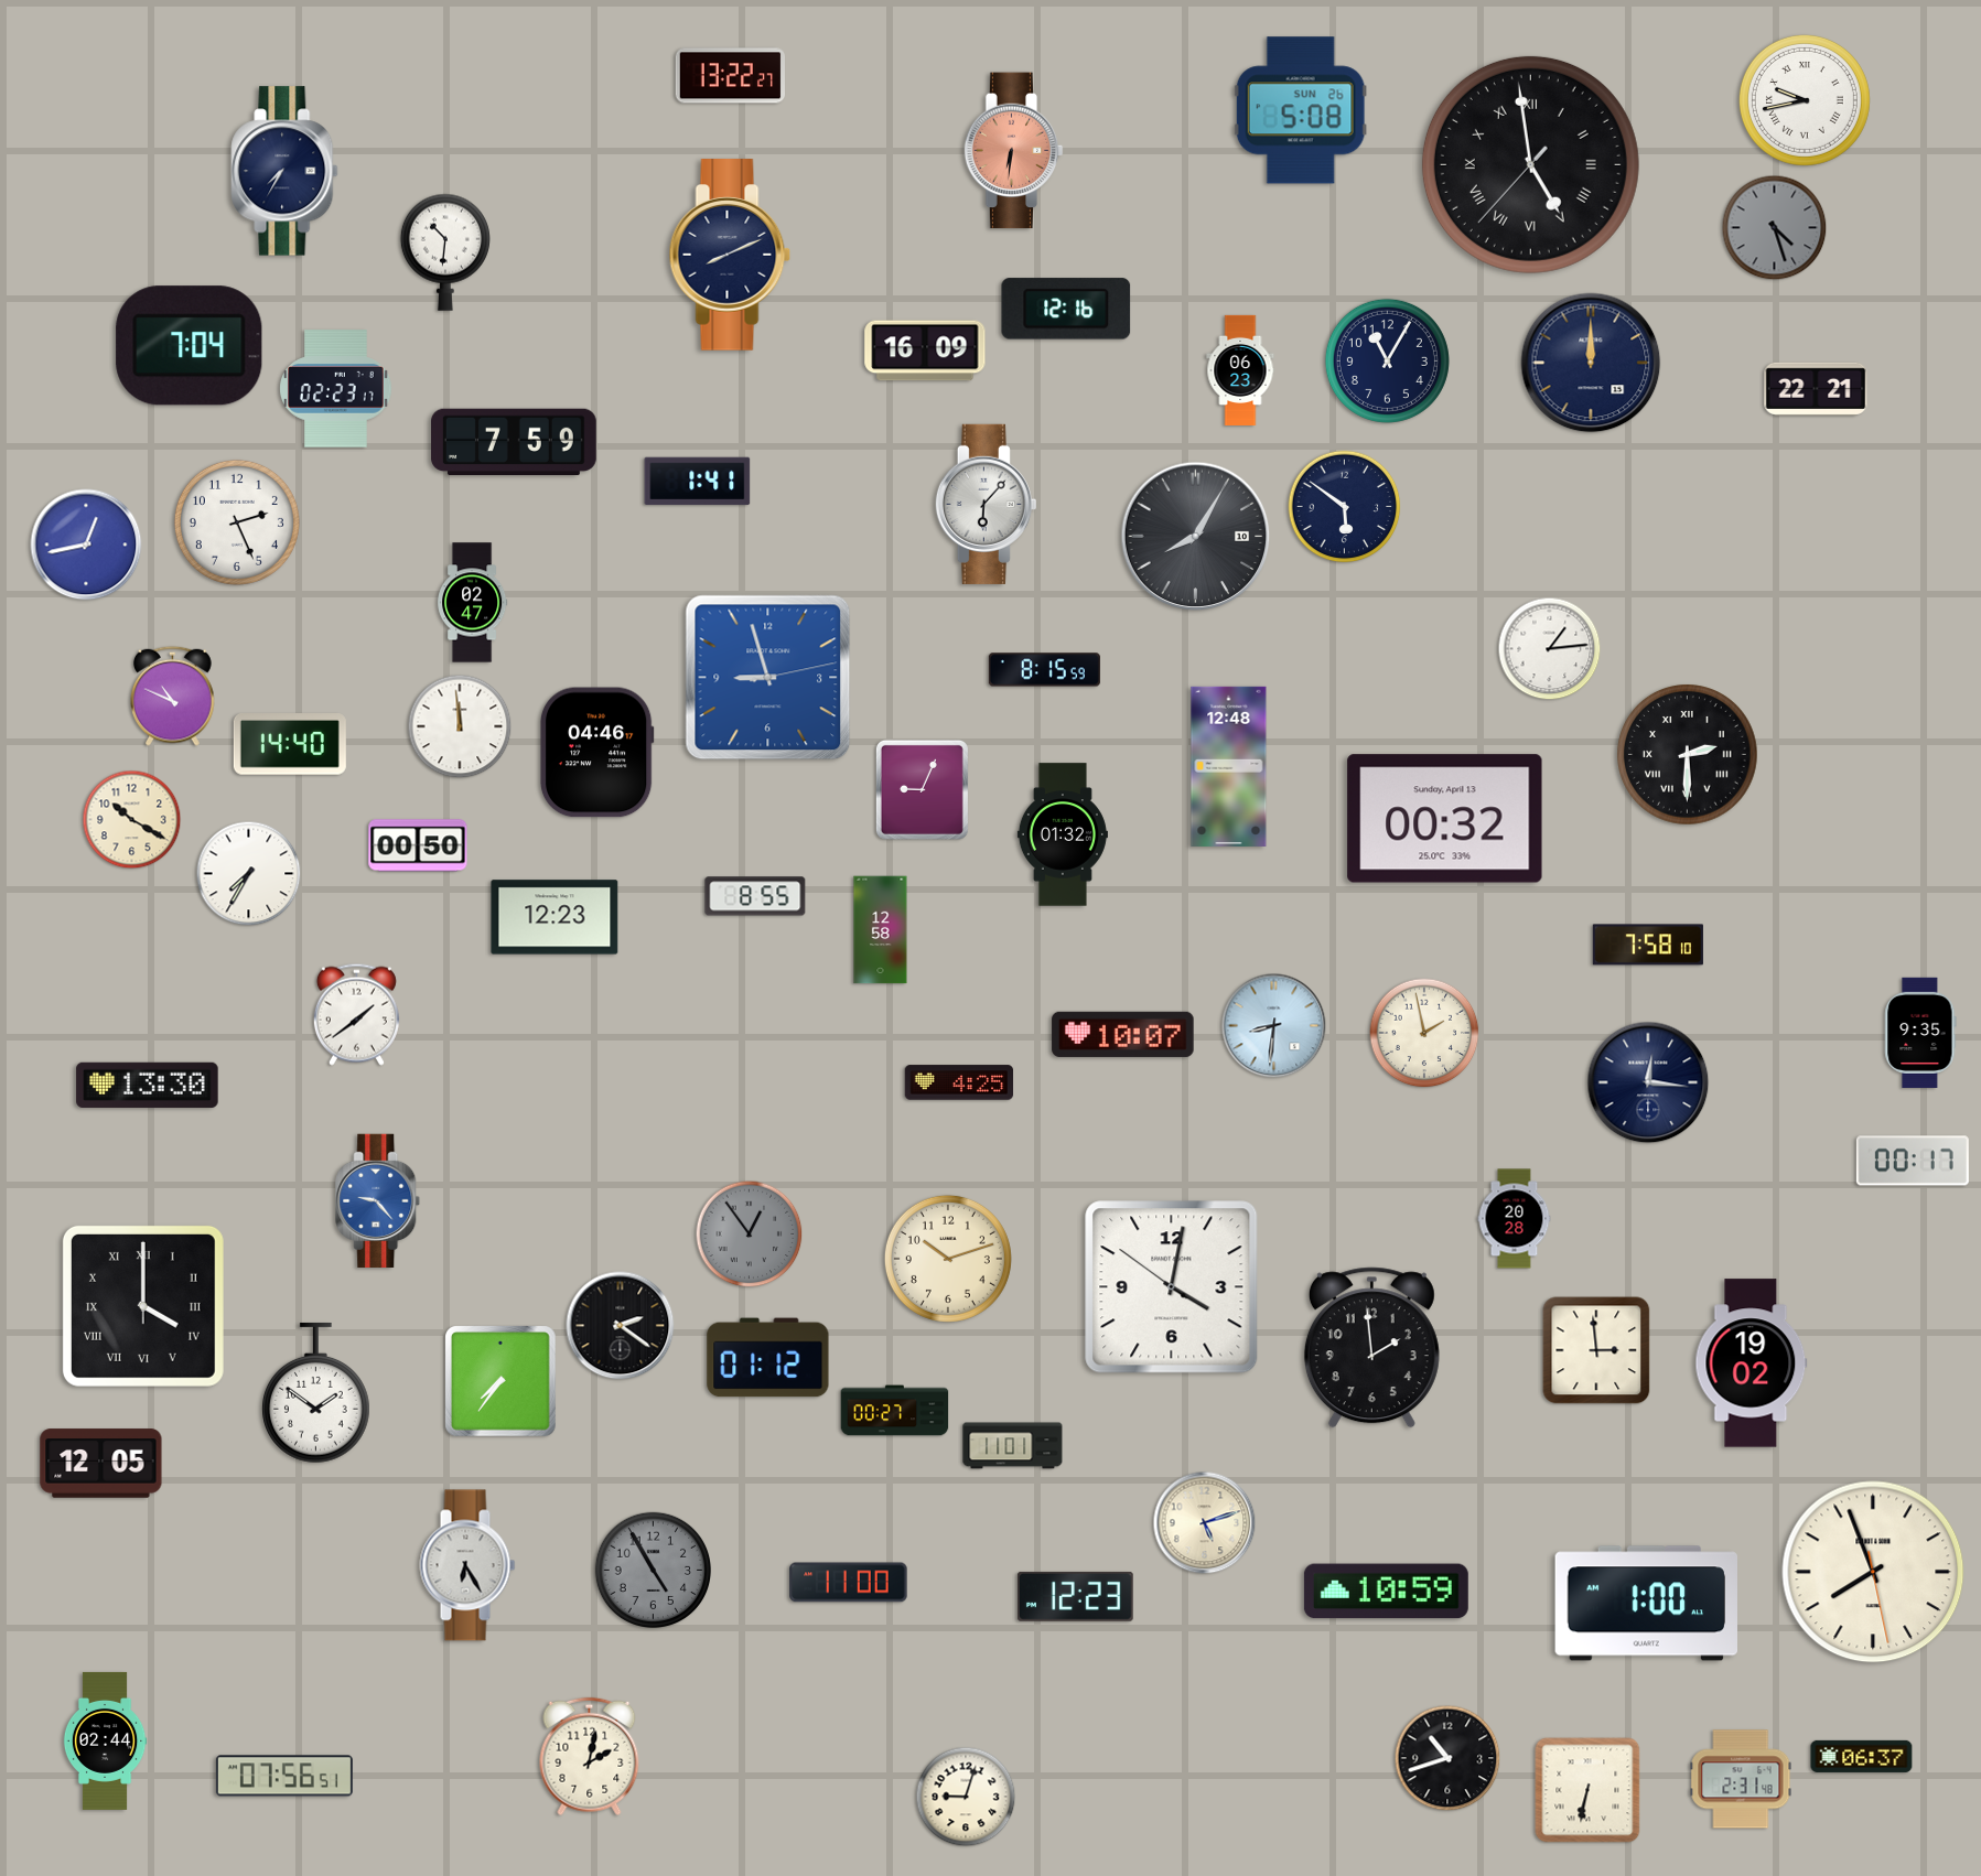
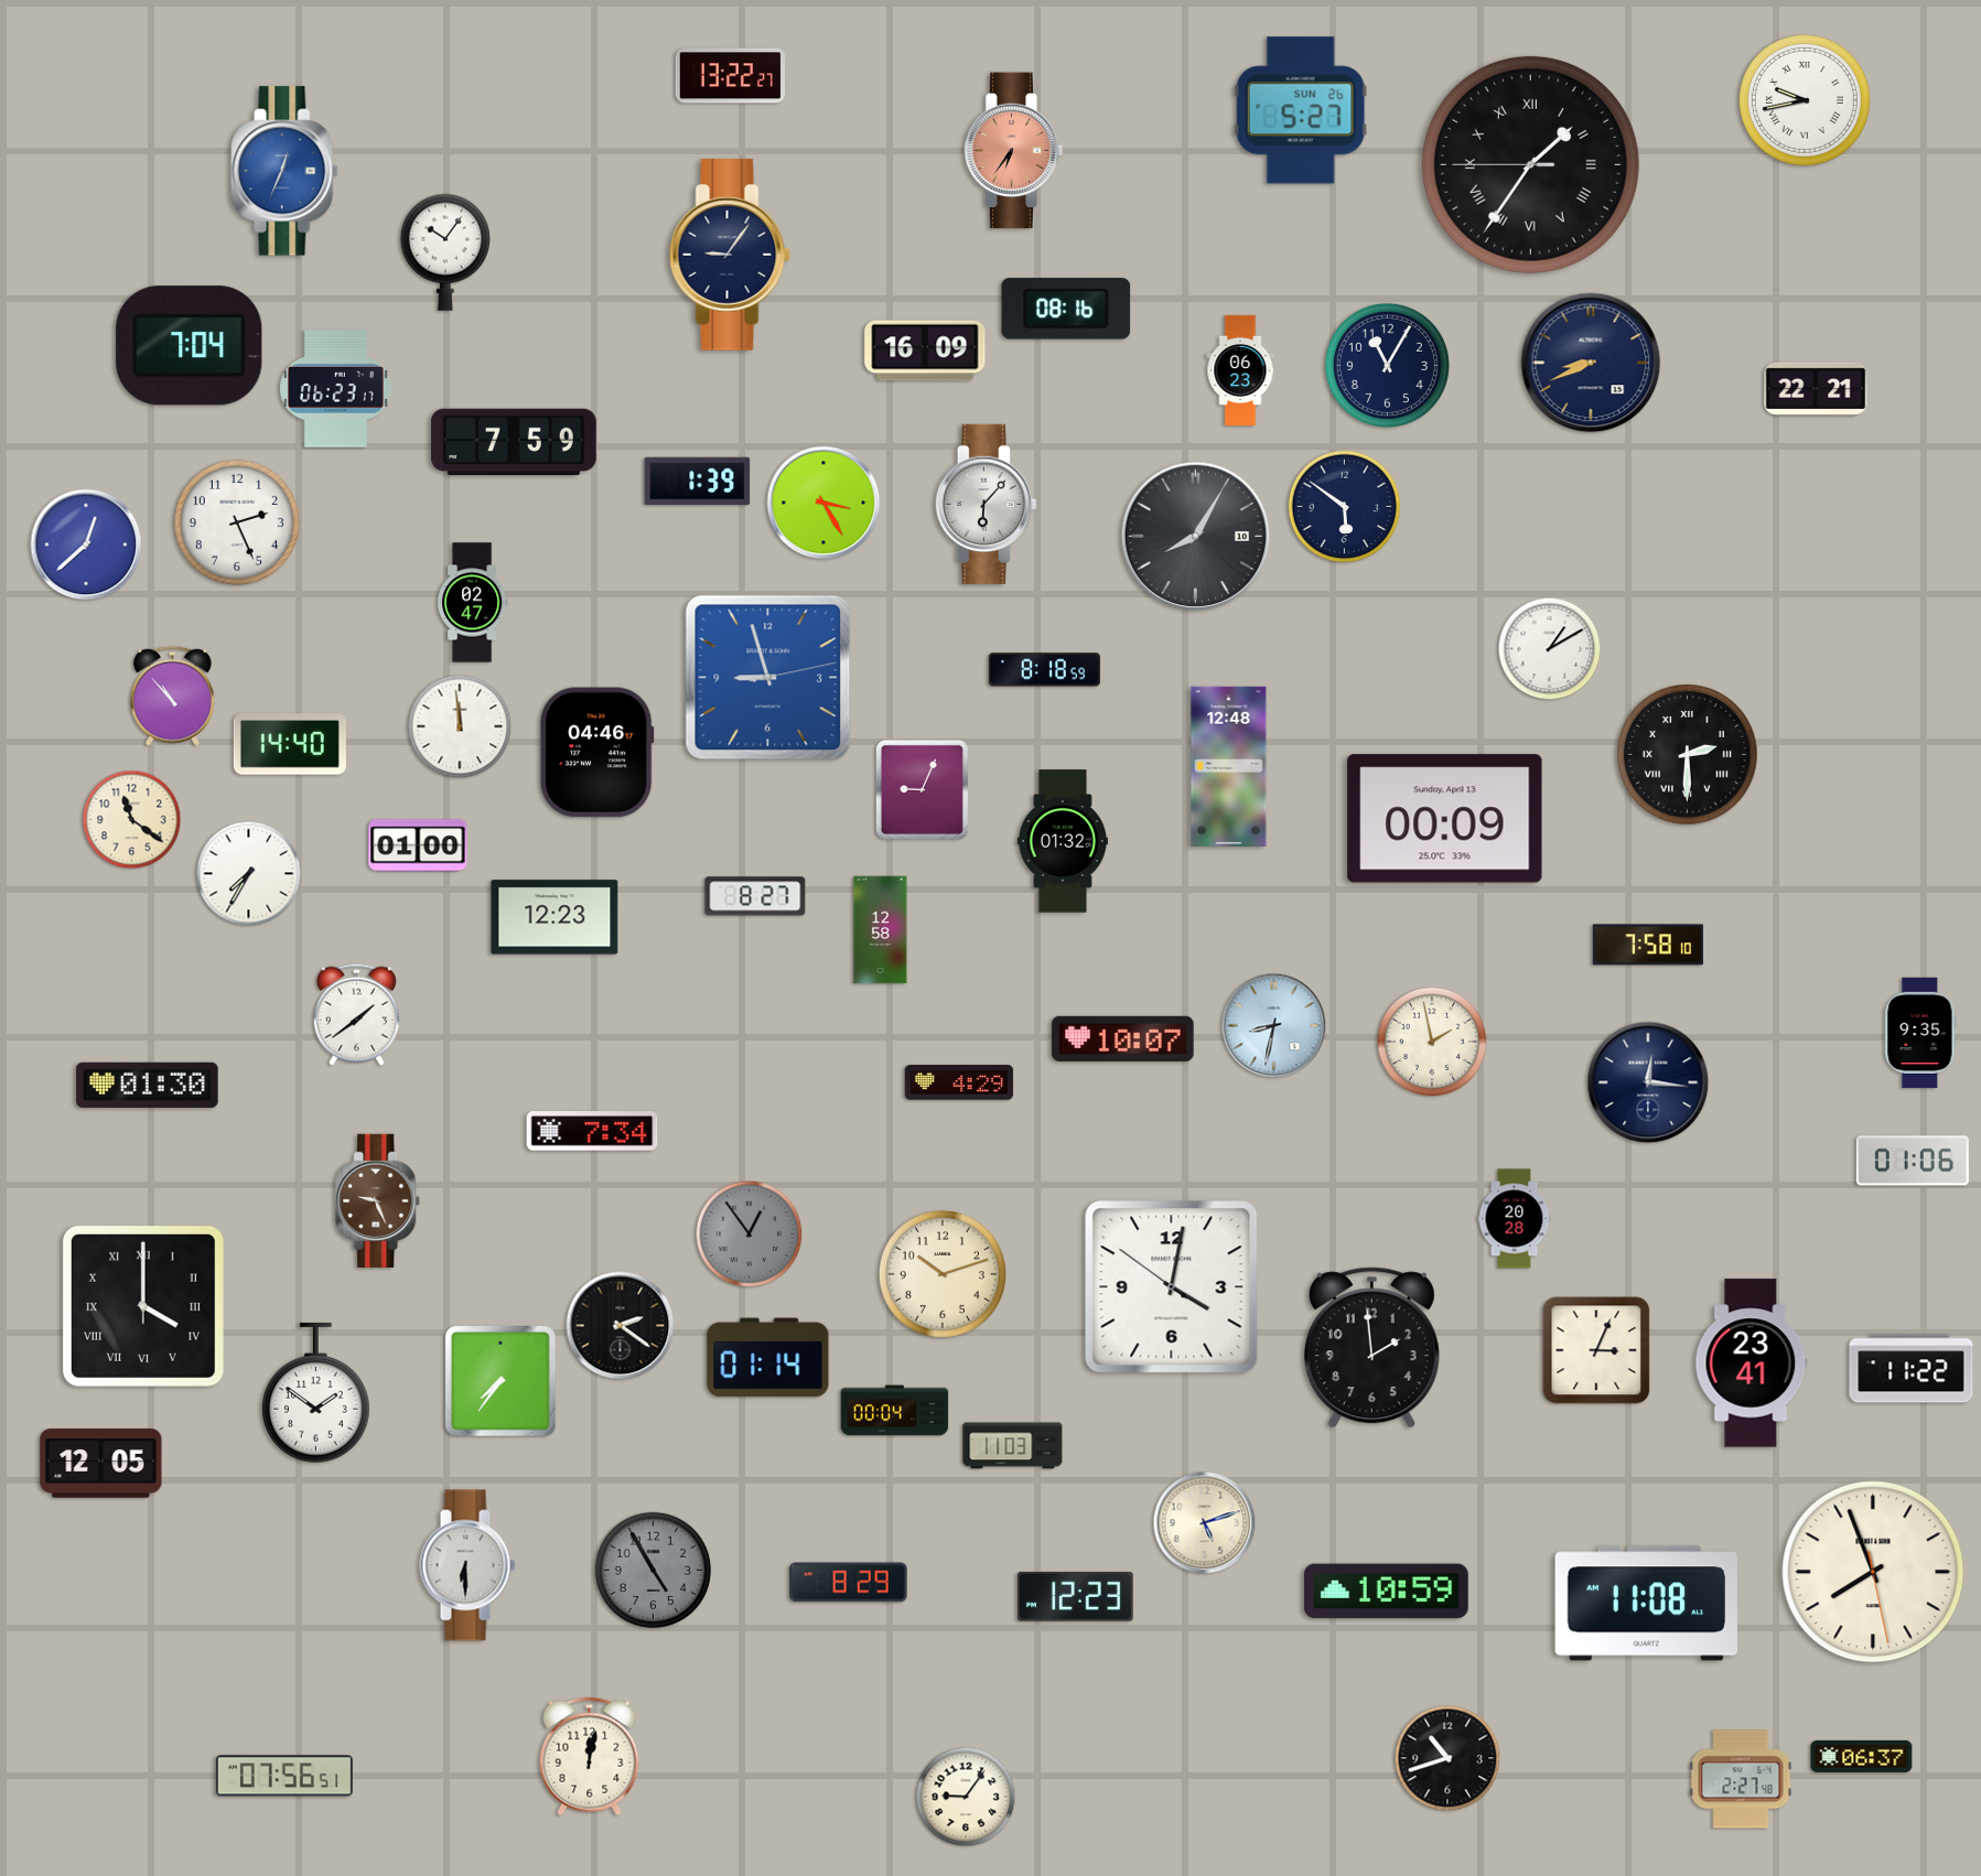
clock at (1301, 110): 5:08 -> 5:27
clock at (1014, 151): 6:31 -> 6:36
clock at (1530, 164): 4:58 -> 1:35
clock at (284, 171): 7:35 -> 12:34
clock at (284, 171) dial: navy -> blue
clock at (1775, 228): 4:27 -> none
clock at (445, 252): 10:31 -> 10:06
clock at (730, 255): 8:11 -> 9:06
clock at (1066, 309): 12:16 -> 08:16
clock at (1387, 360) position: (1387, 360) -> (1387, 365)
clock at (1591, 363): 12:00 -> 8:41
clock at (336, 389): 02:23 -> 06:23
clock at (698, 482): 1:41 -> 1:39
clock at (823, 503): none -> 3:25
clock at (86, 545): 12:43 -> 12:38
clock at (1550, 649): 1:14 -> 1:10
clock at (1044, 670): 8:15 -> 8:18
clock at (173, 696): 10:49 -> 10:53
clock at (1445, 819): 00:32 -> 00:09
clock at (132, 820): 10:20 -> 11:21
clock at (1063, 834) position: (1063, 834) -> (1063, 841)
clock at (418, 845): 00:50 -> 01:00
clock at (755, 896): 8:55 -> 8:27
clock at (1274, 1026): 8:31 -> 8:32
clock at (1424, 1033) position: (1424, 1033) -> (1432, 1042)
clock at (1123, 1034) position: (1123, 1034) -> (1123, 1038)
clock at (959, 1082): 4:25 -> 4:29
clock at (148, 1085): 13:30 -> 01:30
clock at (592, 1131): none -> 7:34
clock at (1913, 1161): 00:17 -> 01:06
clock at (378, 1201): 9:23 -> 9:26
clock at (378, 1201) dial: blue -> brown
clock at (948, 1259) position: (948, 1259) -> (943, 1274)
clock at (1596, 1350): 2:59 -> 3:04
clock at (768, 1358): 01:12 -> 01:14
clock at (1752, 1363): 19:02 -> 23:41
clock at (1912, 1369): none -> 11:22
clock at (895, 1411): 00:27 -> 00:04
clock at (1013, 1446): 11:01 -> 11:03
clock at (467, 1565): 6:25 -> 6:30
clock at (849, 1583): 11:00 -> 8:29
clock at (1646, 1604): 1:00 -> 11:08
clock at (105, 1740): 02:44 -> none
clock at (590, 1757): 2:02 -> 12:02
clock at (1741, 1779): 2:31 -> 2:27
clock at (1587, 1790): 6:32 -> none
clock at (966, 1797): 9:03 -> 9:06
